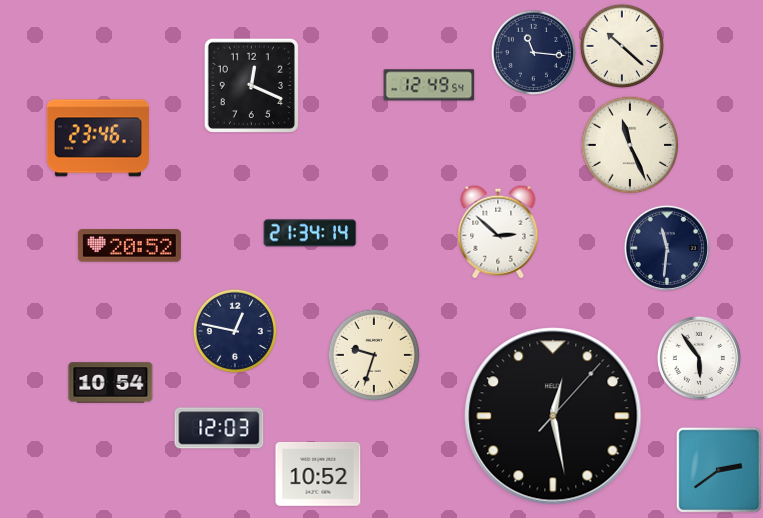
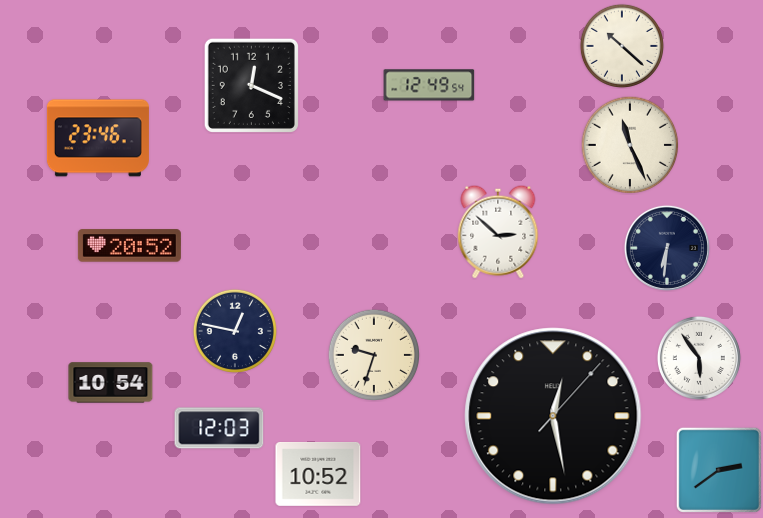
clock at (533, 52): 11:16 -> none
clock at (310, 233): 21:34 -> none
clock at (667, 248): 11:31 -> 6:31
